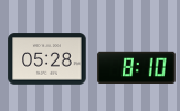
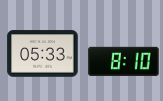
clock at (47, 59): 05:28 -> 05:33
